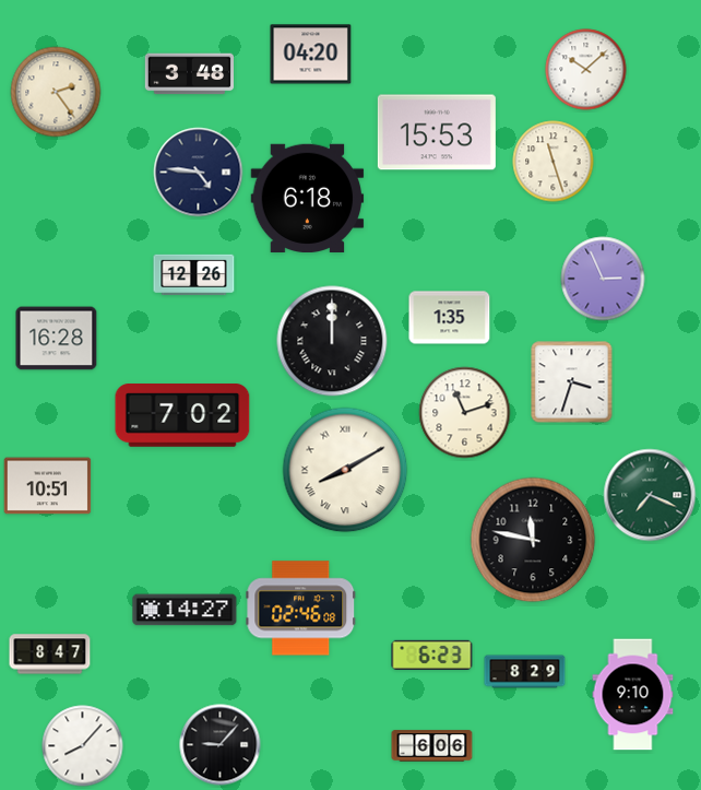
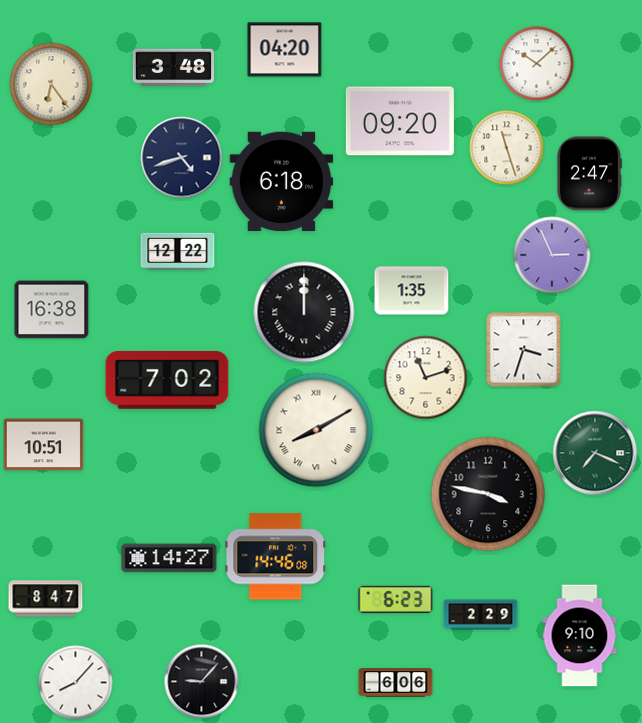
clock at (56, 92): 2:24 -> 6:24
clock at (437, 132): 15:53 -> 09:20
clock at (199, 173): 4:46 -> 4:42
clock at (589, 174): none -> 2:47
clock at (194, 274): 12:26 -> 12:22
clock at (57, 339): 16:28 -> 16:38
clock at (533, 540): 11:47 -> 3:47
clock at (301, 609): 02:46 -> 14:46
clock at (525, 672): 8:29 -> 2:29
